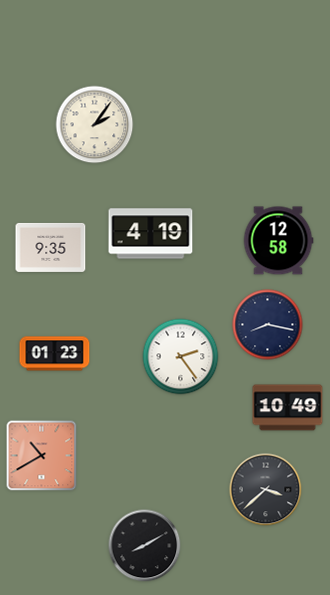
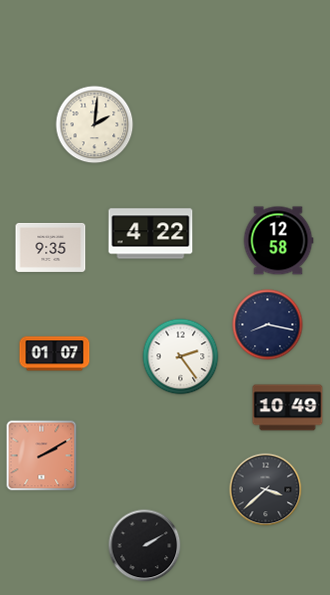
clock at (95, 125): 2:06 -> 2:01
clock at (151, 234): 4:19 -> 4:22
clock at (55, 354): 01:23 -> 01:07
clock at (42, 456): 10:40 -> 2:10
clock at (145, 546): 8:10 -> 2:10
